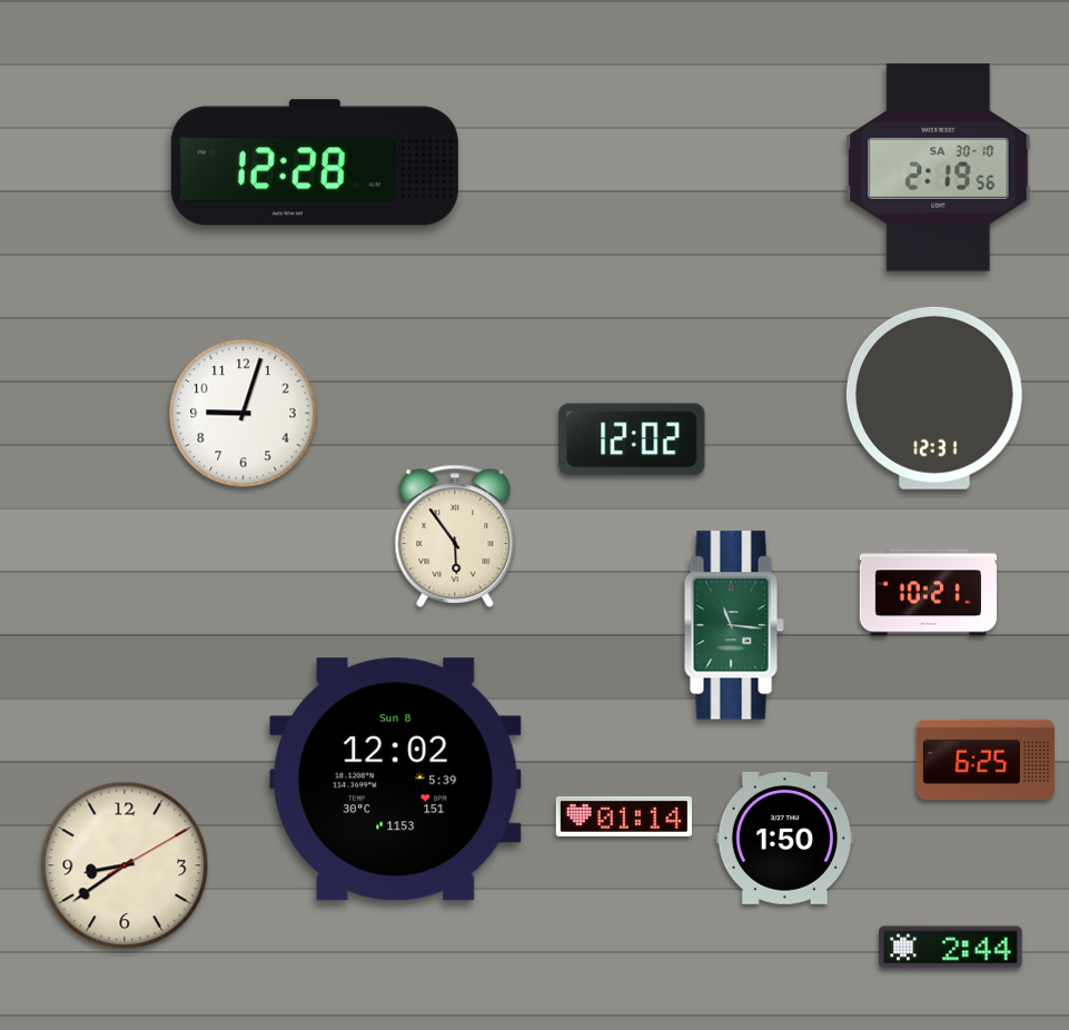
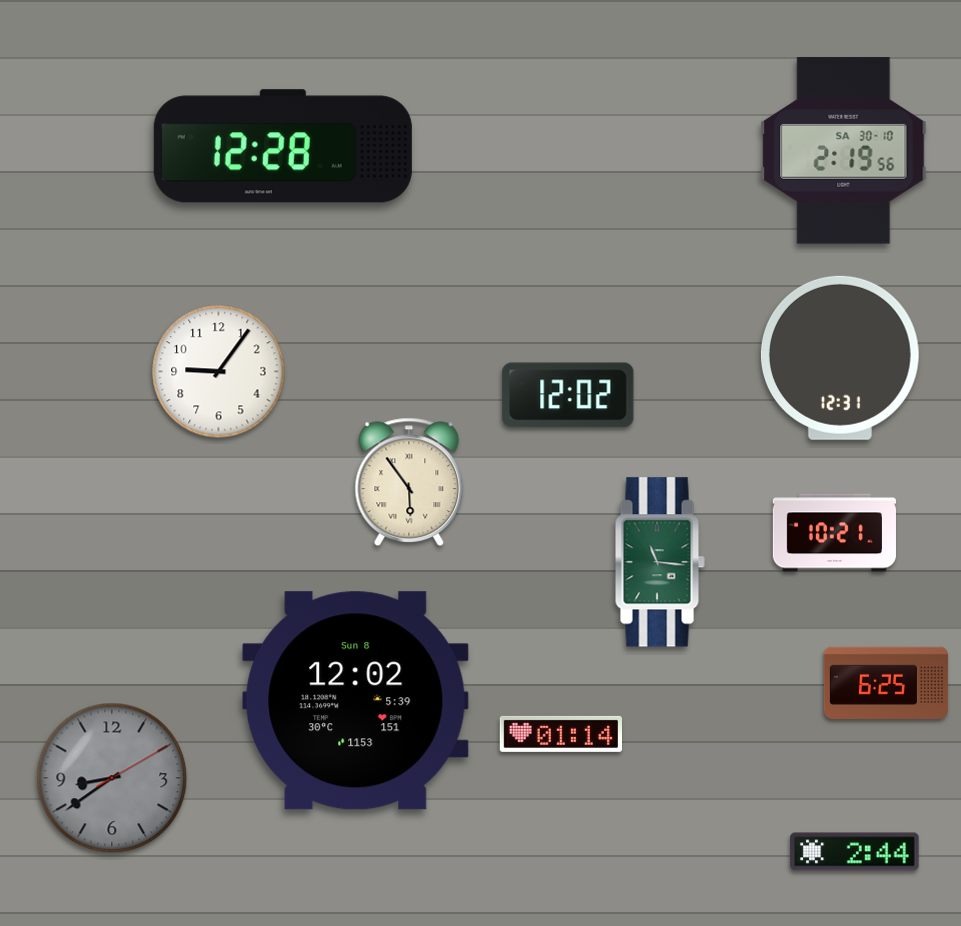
clock at (244, 414): 9:03 -> 9:06
clock at (784, 838): 1:50 -> none
clock at (125, 865) dial: cream -> grey
